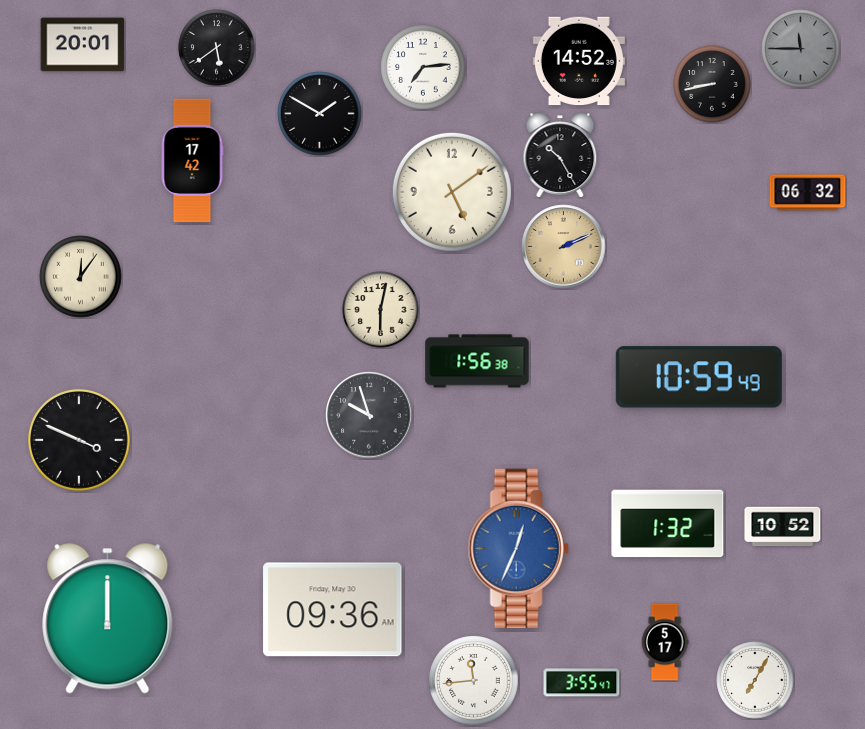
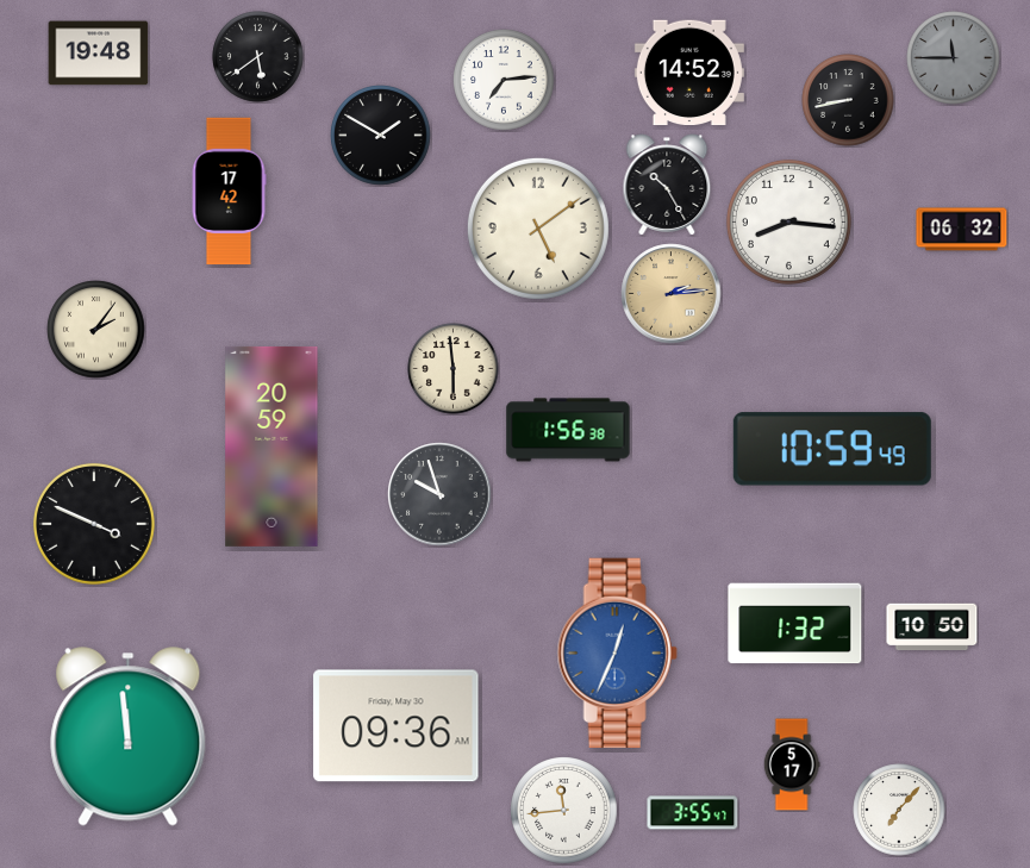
clock at (83, 45): 20:01 -> 19:48
clock at (788, 221): none -> 8:16
clock at (564, 247): 2:11 -> 2:14
clock at (81, 277): 12:06 -> 2:06
clock at (381, 310): 6:02 -> 5:59
clock at (271, 447): none -> 20:59
clock at (783, 527): 10:52 -> 10:50
clock at (108, 619): 12:00 -> 11:59
clock at (755, 680): 7:05 -> 7:07
